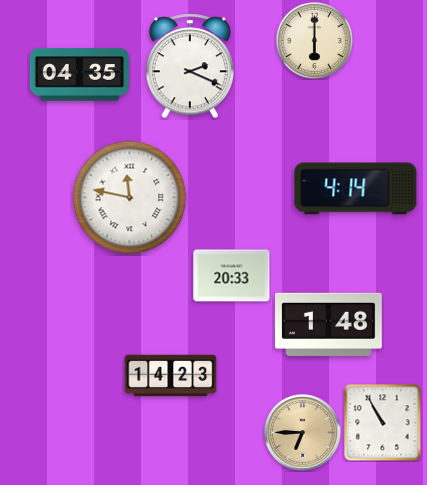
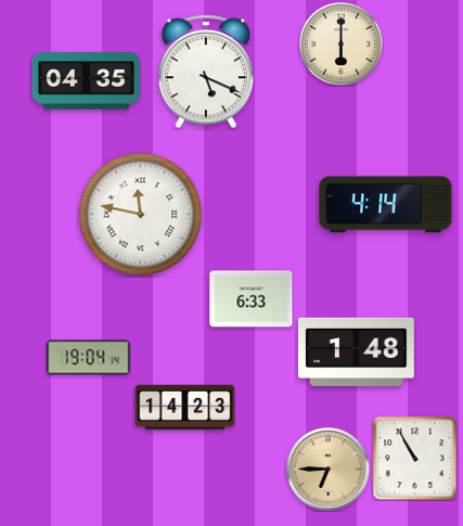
clock at (189, 66): 2:19 -> 5:19
clock at (232, 276): 20:33 -> 6:33
clock at (89, 358): none -> 19:04
